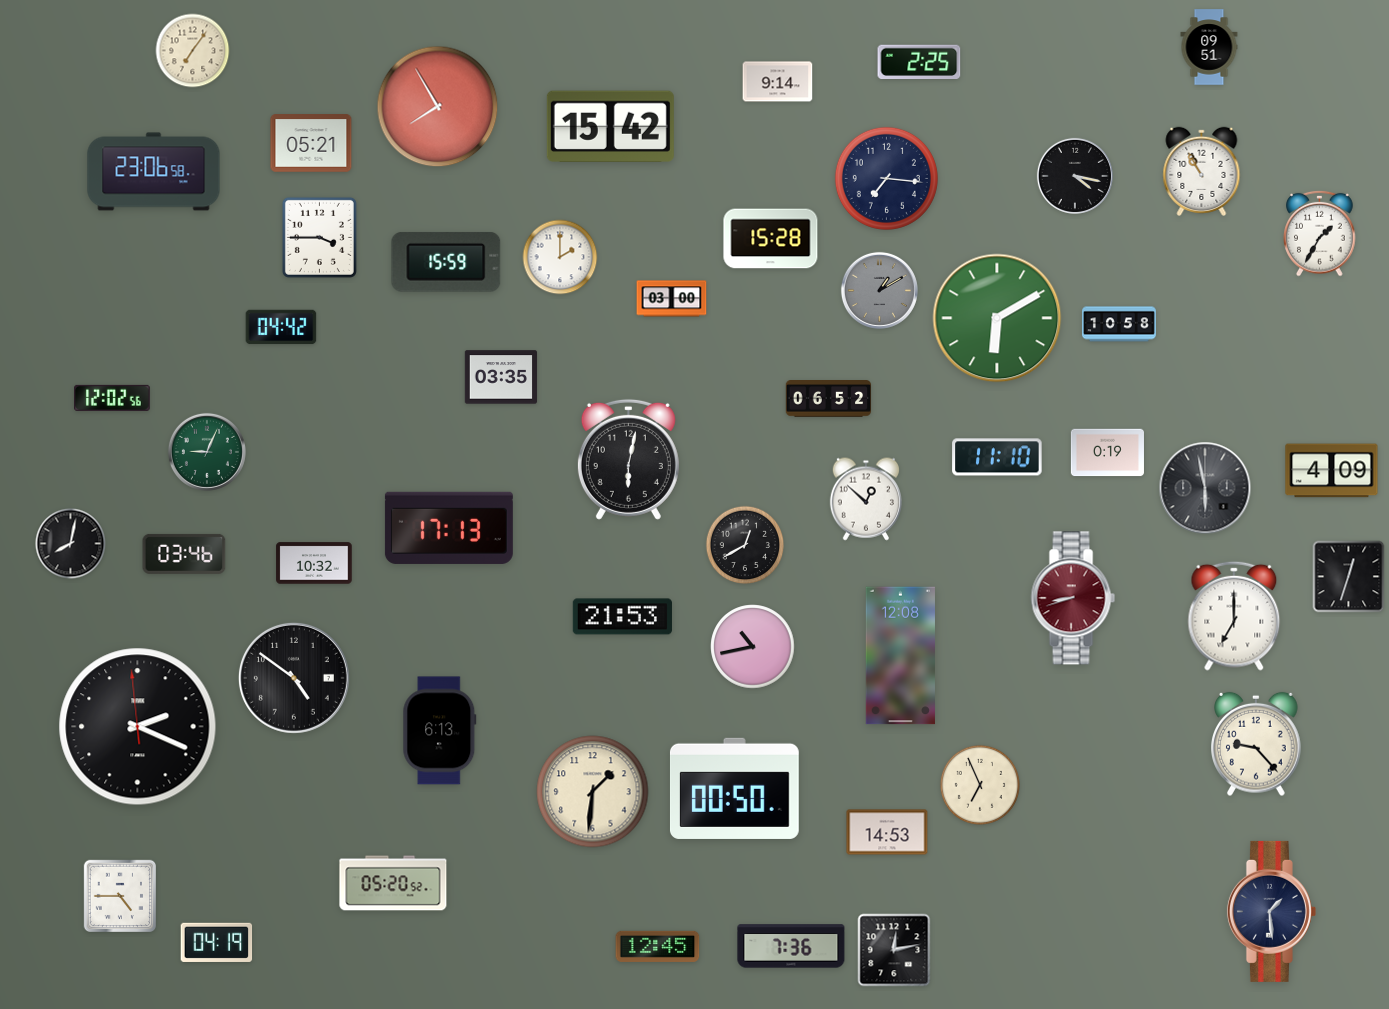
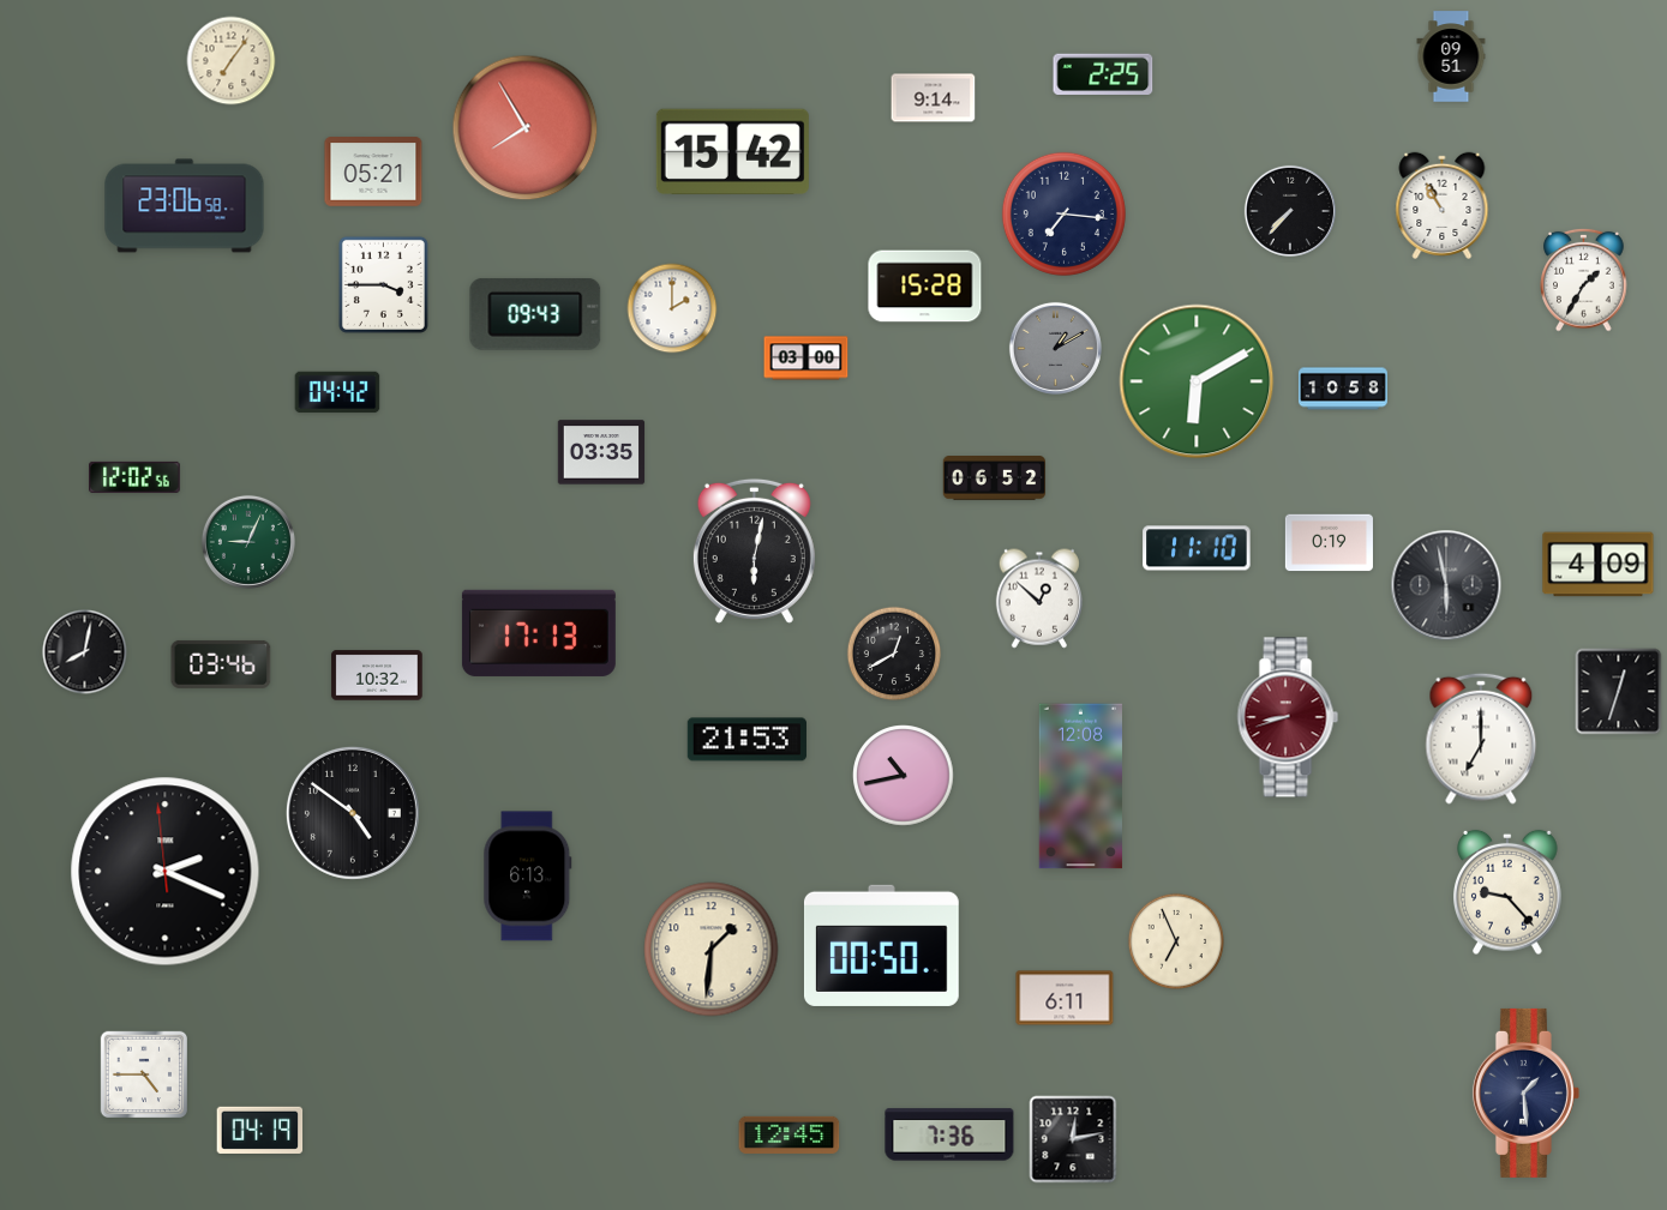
clock at (1075, 176): 4:17 -> 7:37
clock at (446, 262): 15:59 -> 09:43
clock at (887, 832): 14:53 -> 6:11
clock at (393, 883): 05:20 -> none
